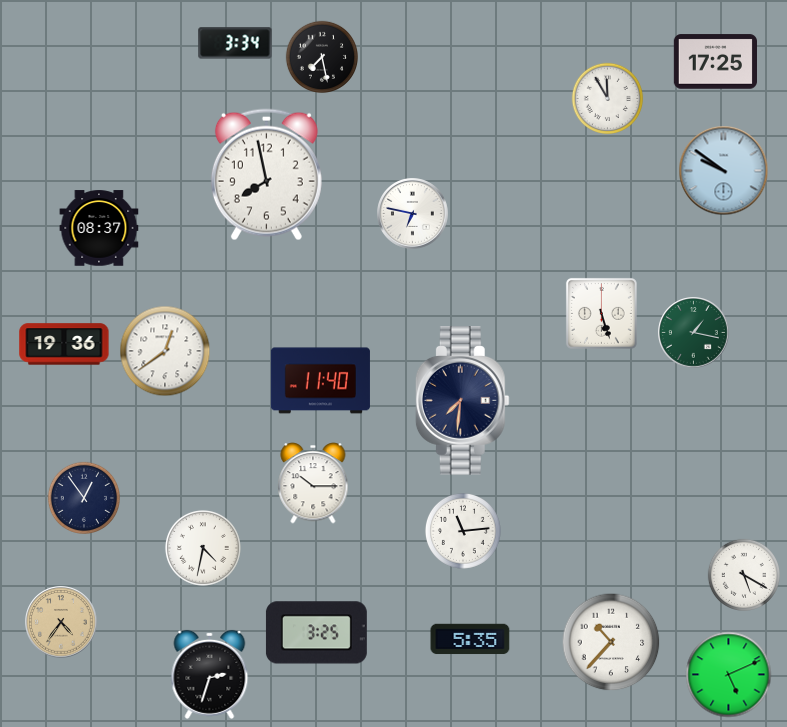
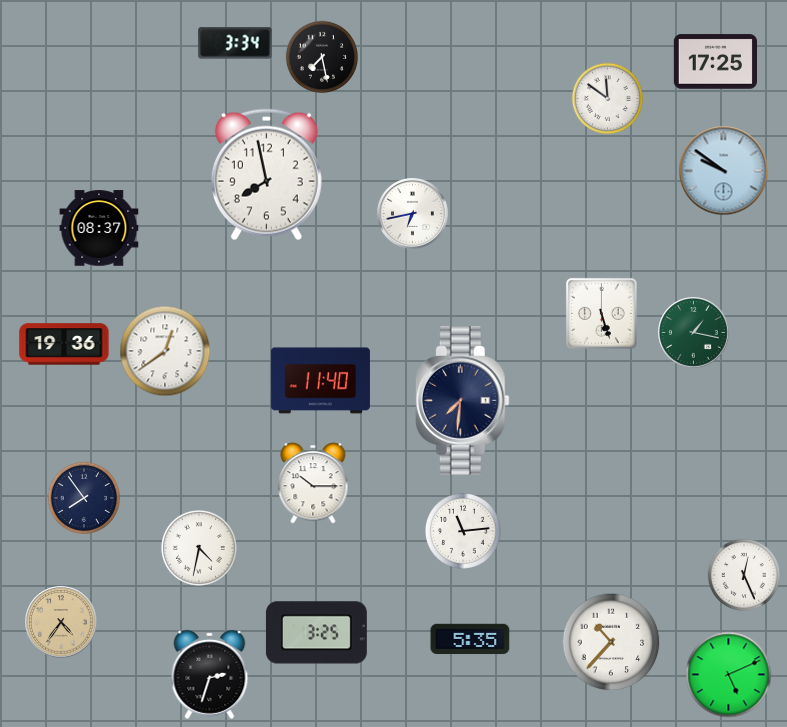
clock at (608, 99): 11:55 -> 11:51
clock at (413, 214): 6:47 -> 6:43
clock at (83, 497): 12:54 -> 7:54
clock at (203, 548) position: (203, 548) -> (199, 548)
clock at (743, 574): 5:20 -> 12:26
